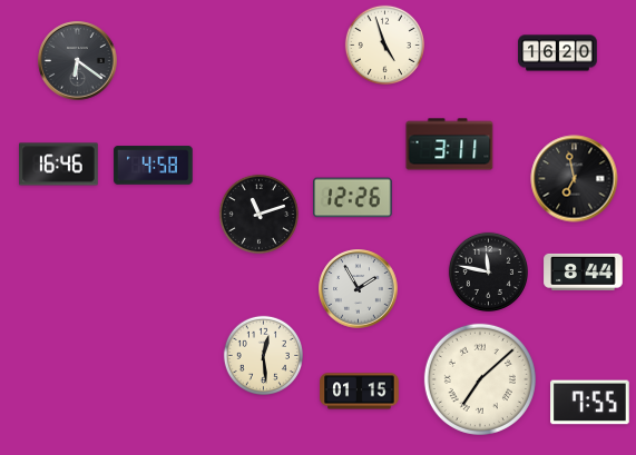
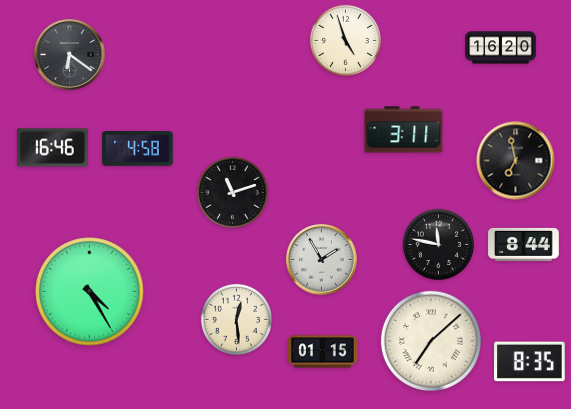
clock at (353, 198): 12:26 -> none
clock at (90, 292): none -> 4:25
clock at (590, 403): 7:55 -> 8:35
